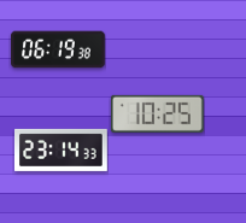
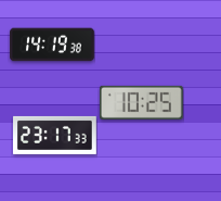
clock at (58, 49): 06:19 -> 14:19
clock at (61, 149): 23:14 -> 23:17
